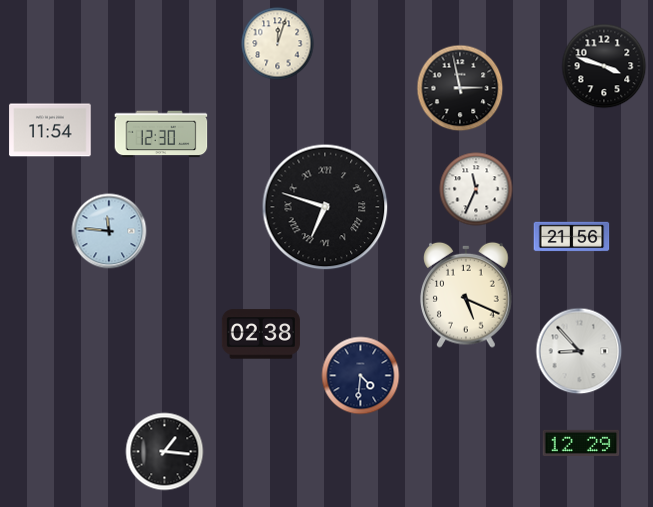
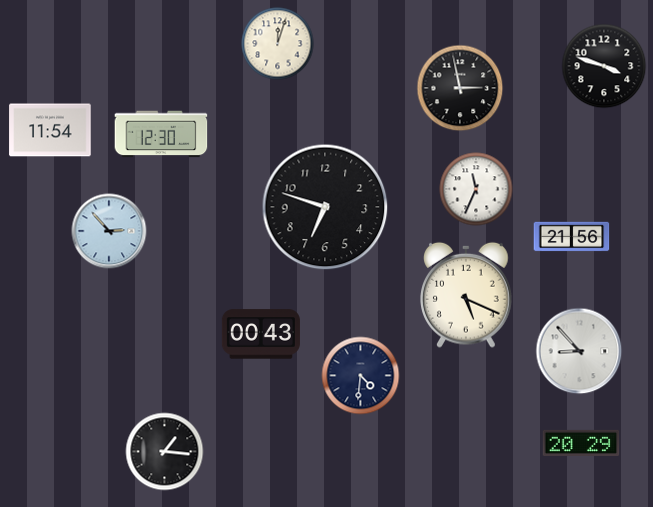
clock at (325, 207) numerals: Roman -> Arabic
clock at (109, 231): 11:46 -> 2:53
clock at (261, 334): 02:38 -> 00:43
clock at (581, 443): 12:29 -> 20:29
